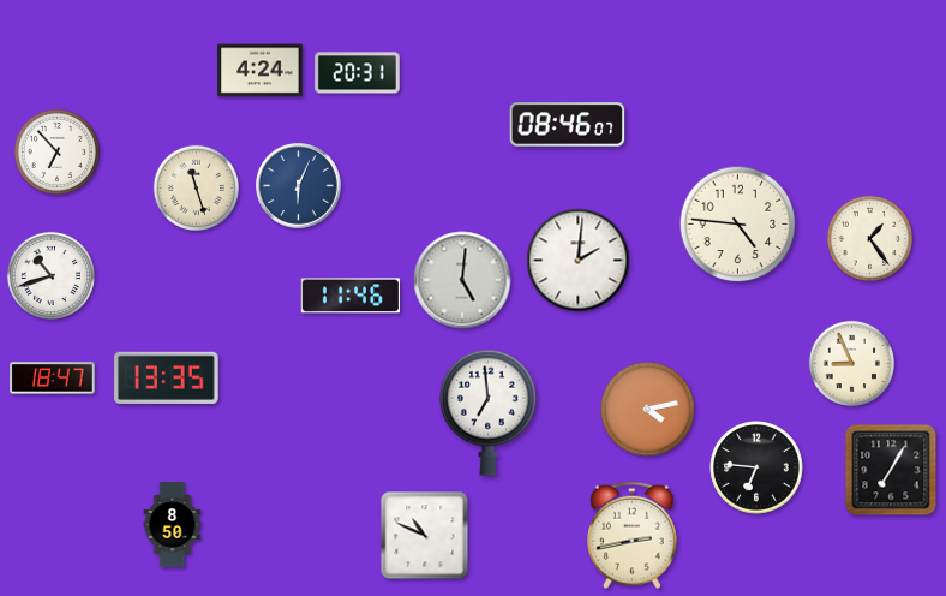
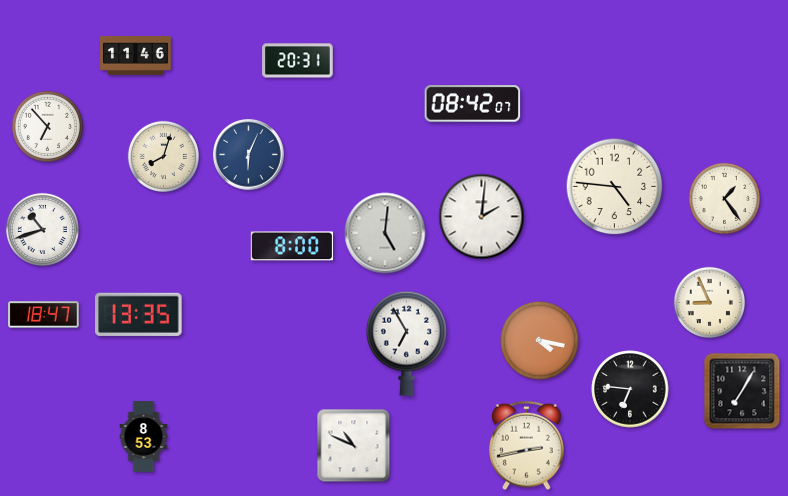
clock at (136, 56): none -> 11:46
clock at (261, 71): 4:24 -> none
clock at (568, 125): 08:46 -> 08:42
clock at (196, 187): 11:27 -> 8:03
clock at (351, 296): 11:46 -> 8:00
clock at (648, 410): 4:13 -> 4:17
clock at (487, 412): 6:59 -> 6:55
clock at (173, 525): 8:50 -> 8:53
